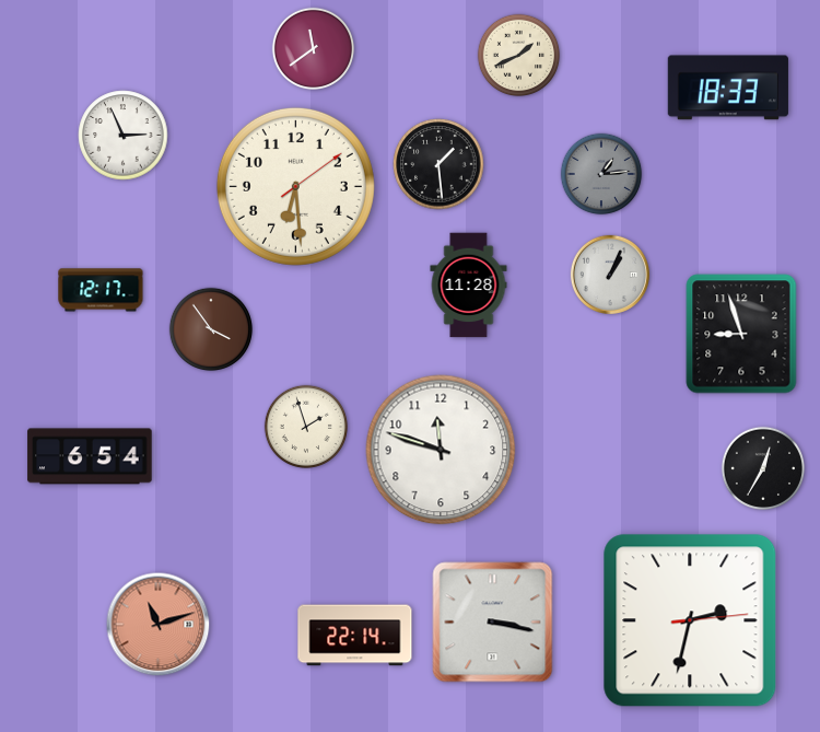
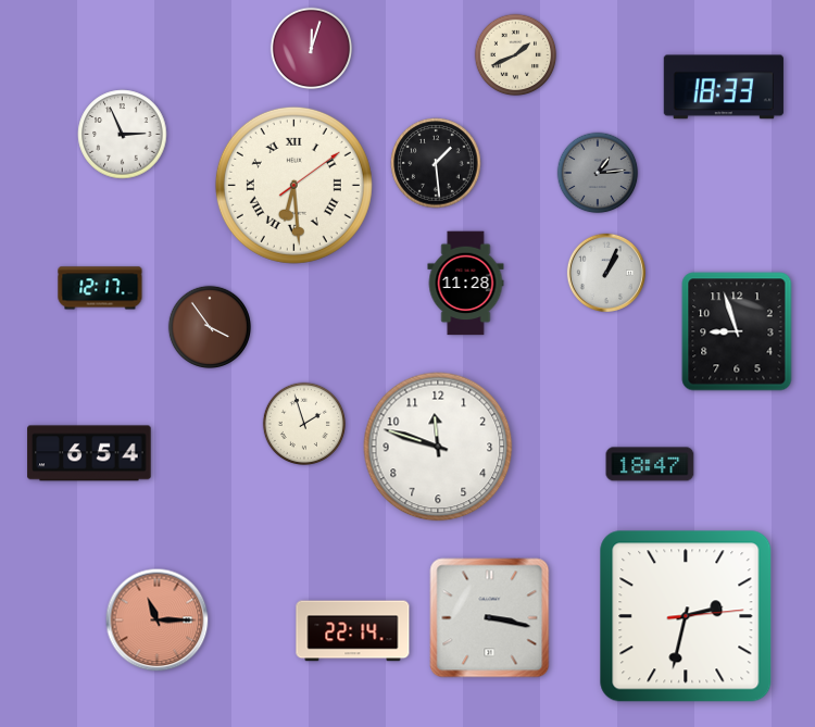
clock at (314, 49): 11:39 -> 12:03
clock at (295, 186) numerals: Arabic -> Roman
clock at (650, 464): none -> 18:47
clock at (762, 467): 12:35 -> none
clock at (159, 625): 11:12 -> 11:15
